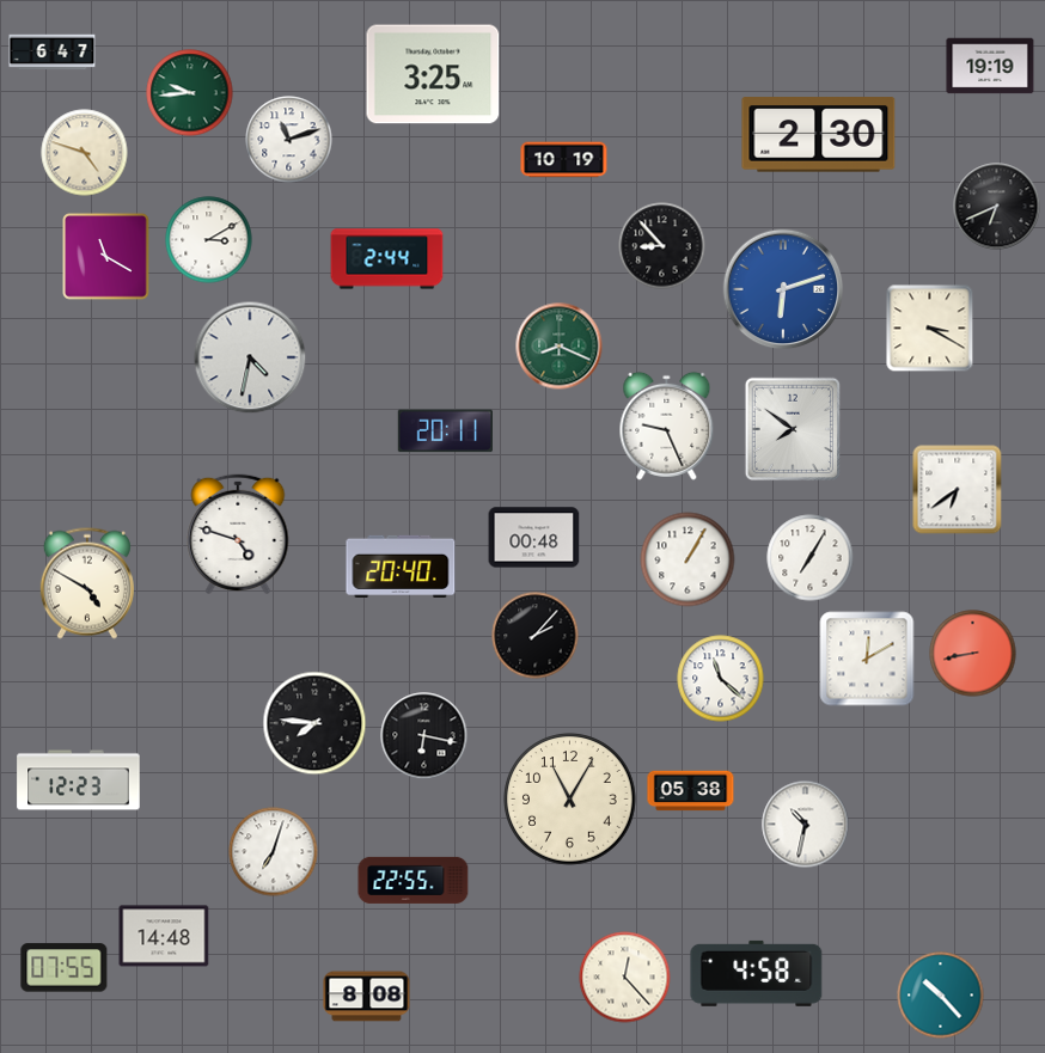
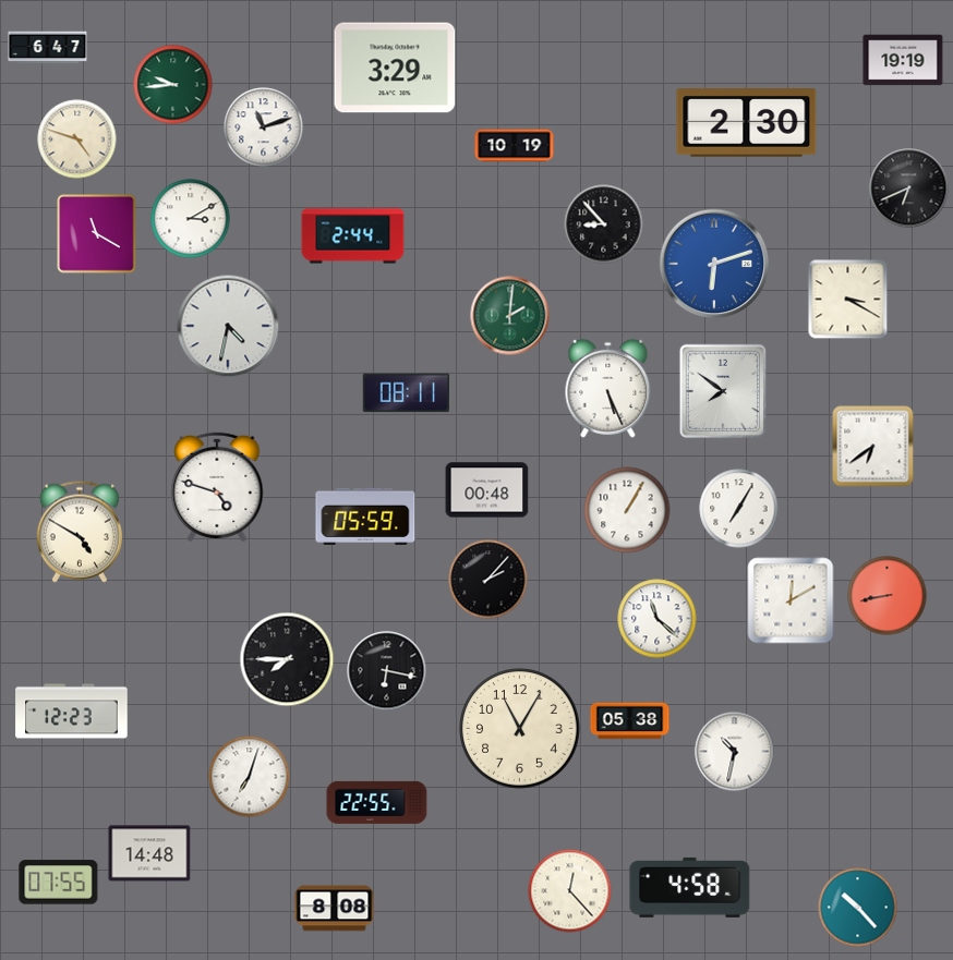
clock at (433, 74): 3:25 -> 3:29
clock at (560, 347): 8:19 -> 2:01
clock at (667, 426): 9:26 -> 5:26
clock at (445, 431): 20:11 -> 08:11
clock at (401, 565): 20:40 -> 05:59
clock at (314, 723): 7:46 -> 7:45
